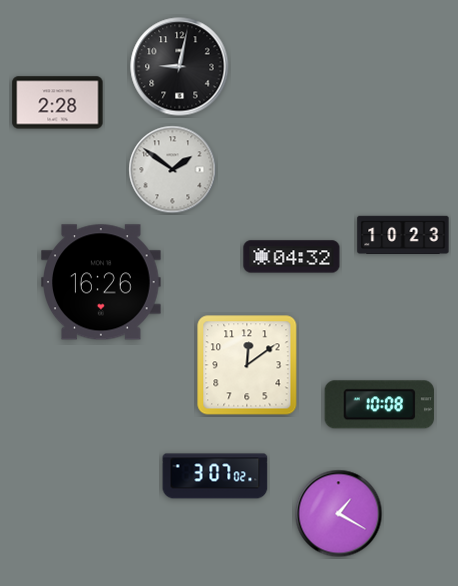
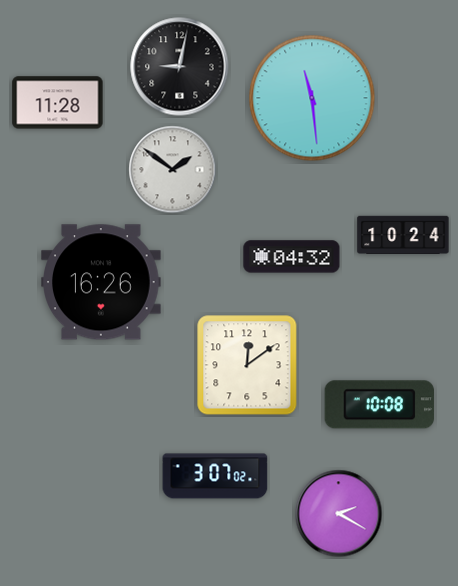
clock at (312, 98): none -> 11:29
clock at (58, 103): 2:28 -> 11:28
clock at (403, 234): 10:23 -> 10:24
clock at (339, 514): 1:20 -> 2:20
